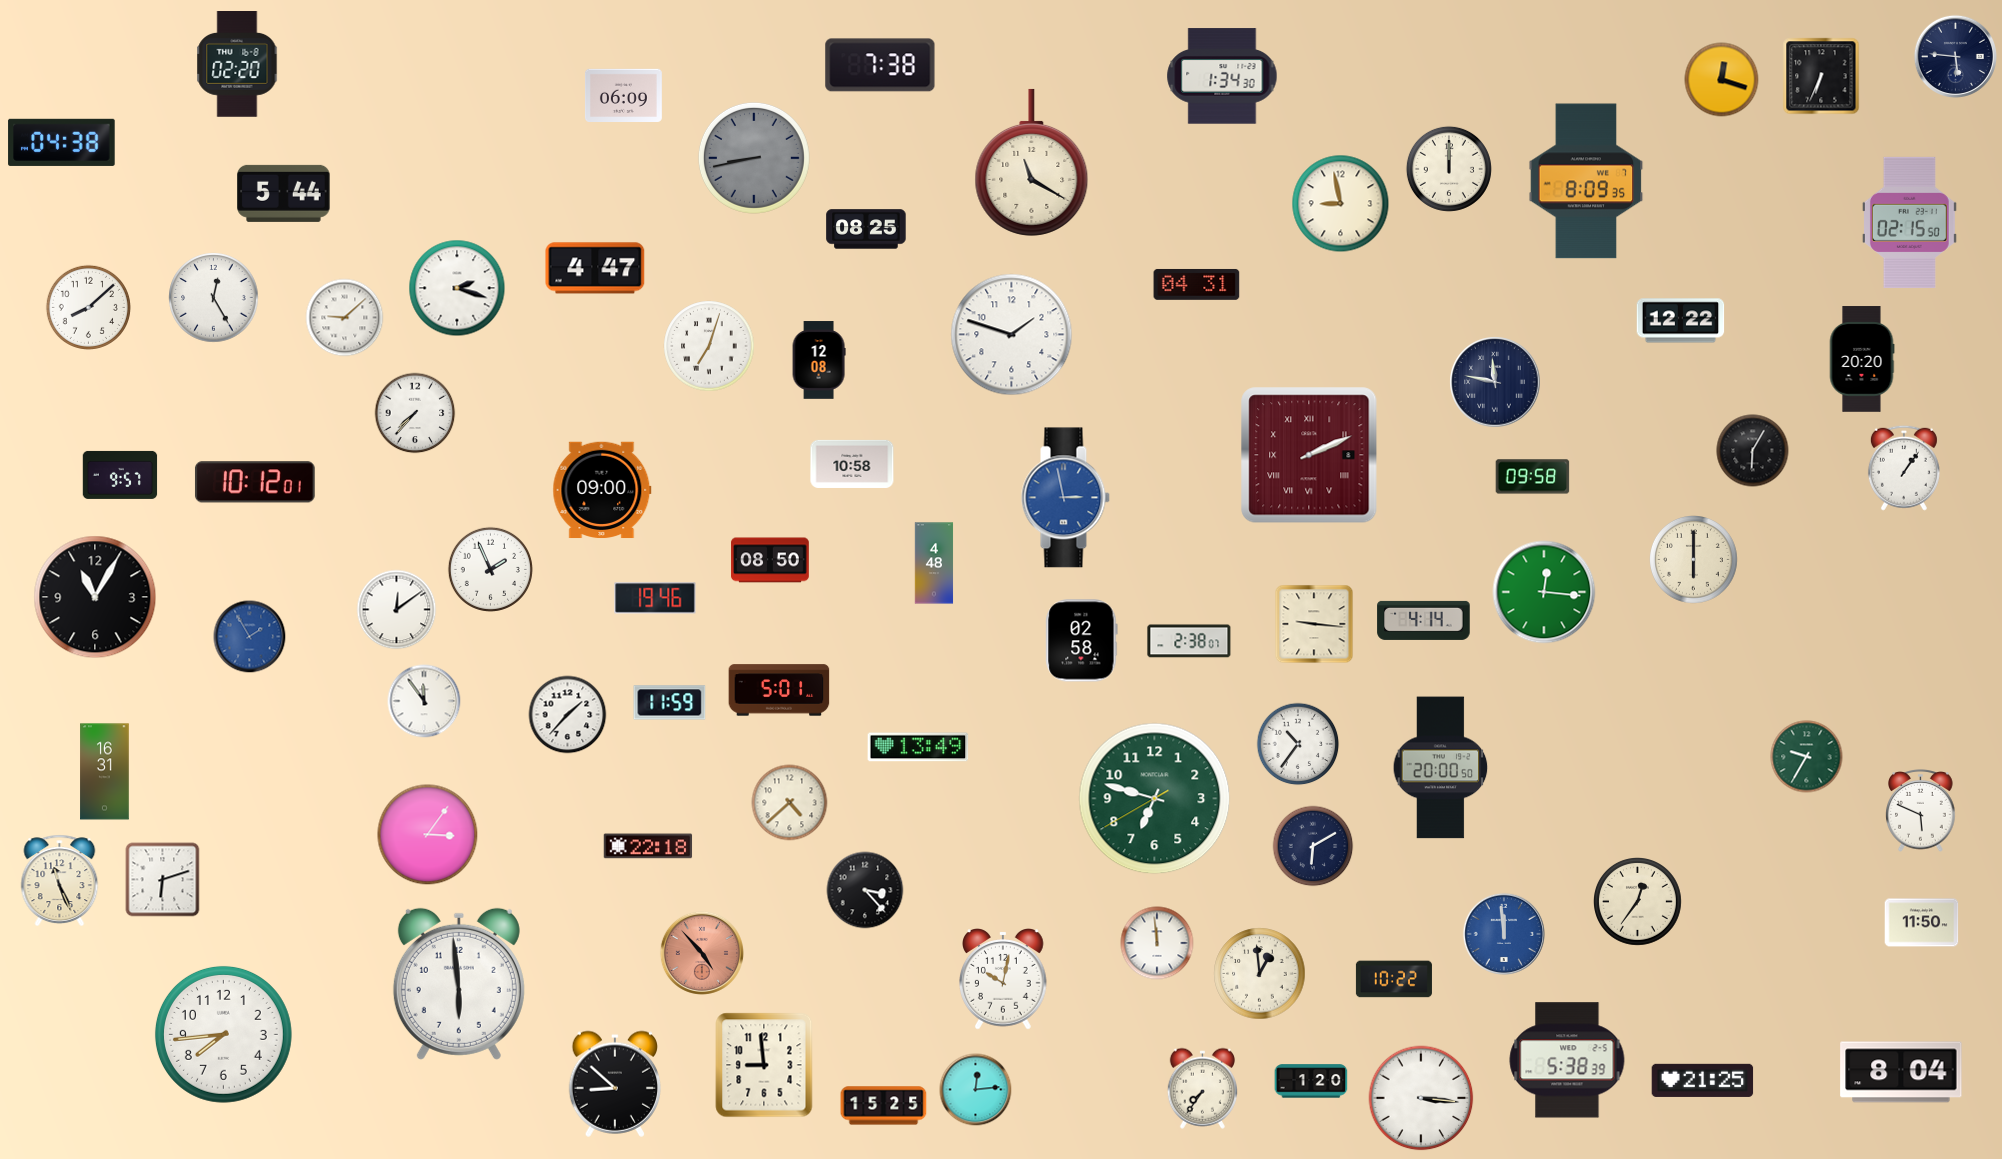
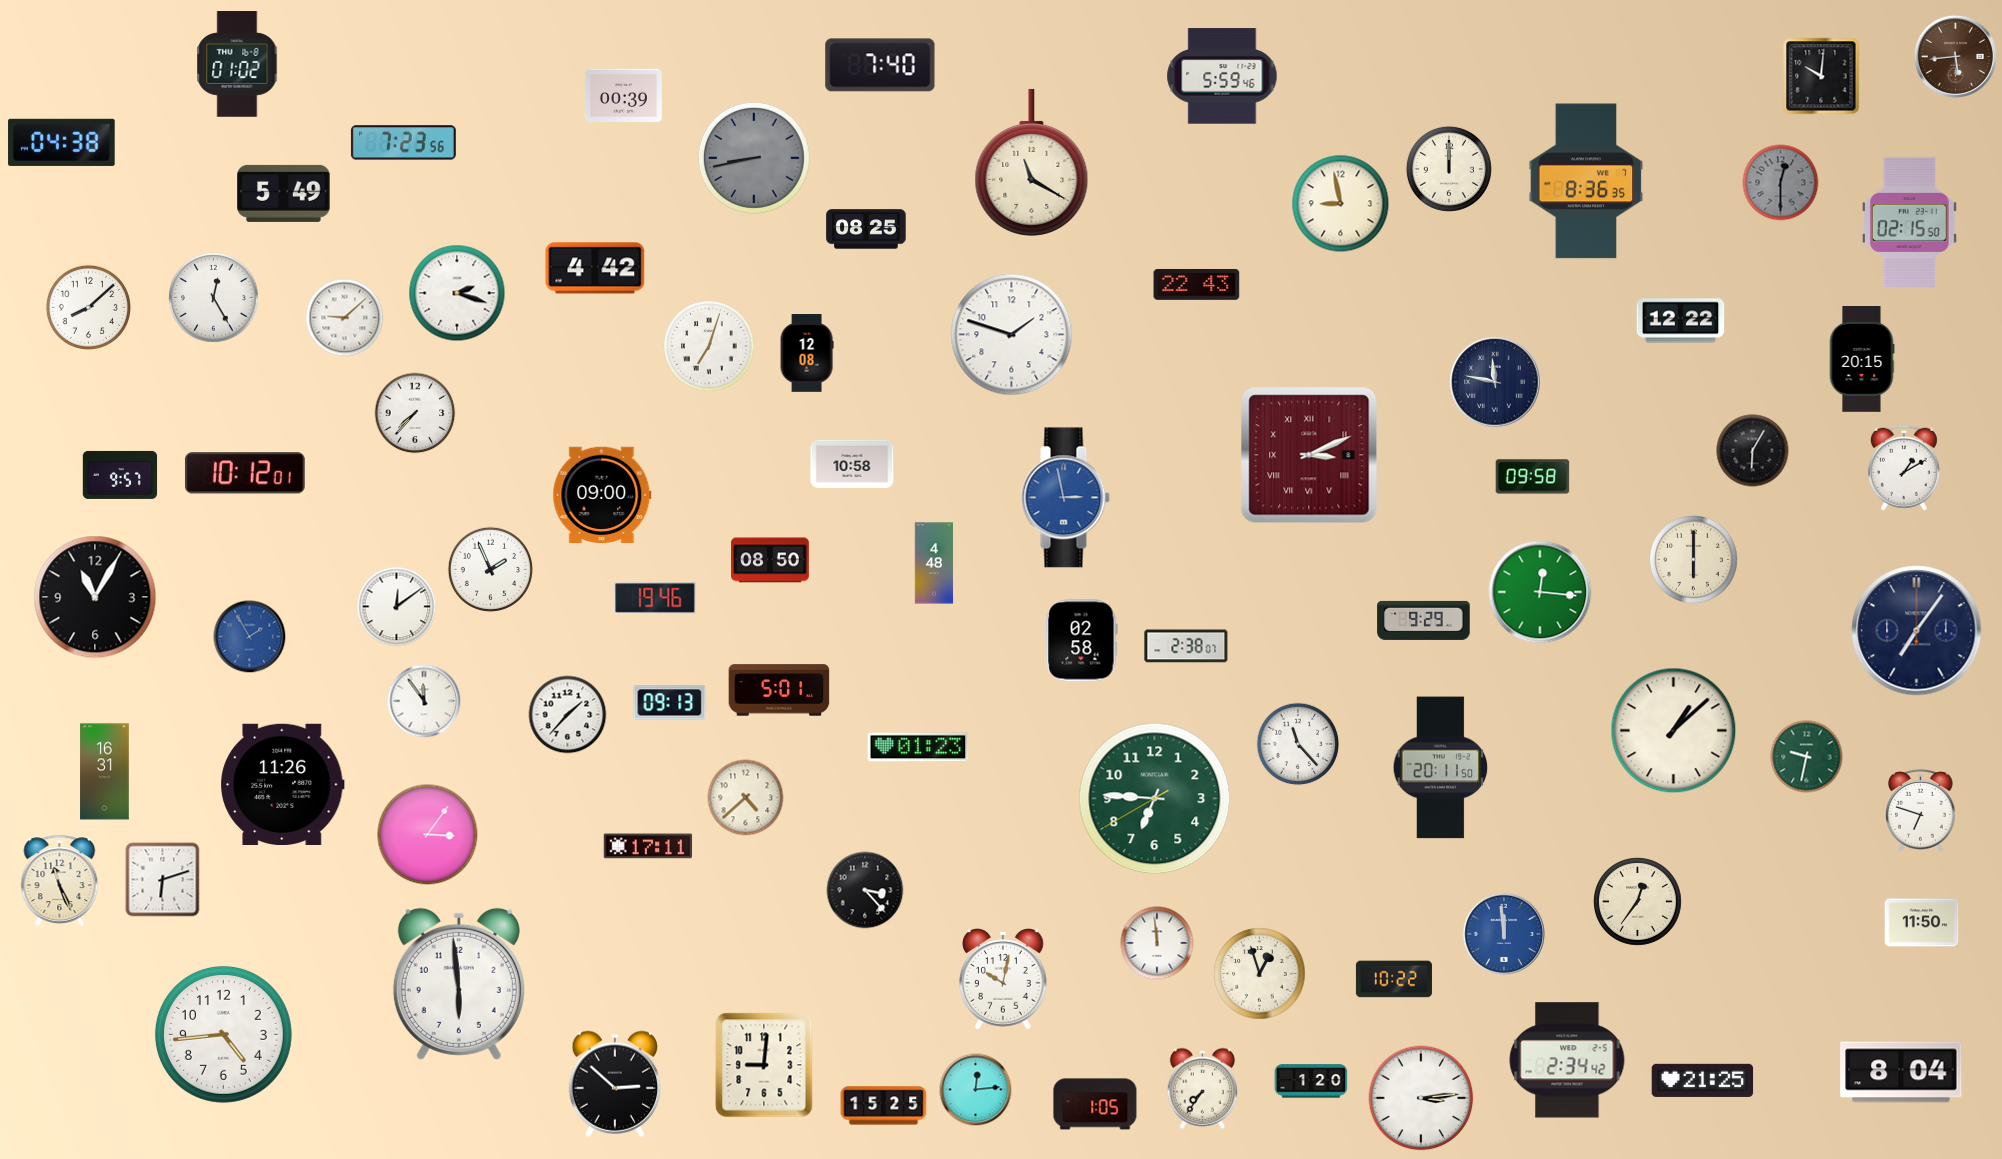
clock at (1955, 56): 5:46 -> 5:44
clock at (1955, 56) dial: navy -> brown
clock at (237, 65): 02:20 -> 01:02
clock at (880, 65): 7:38 -> 7:40
clock at (1222, 76): 1:34 -> 5:59
clock at (1821, 76): 6:34 -> 10:01
clock at (1722, 80): 12:18 -> none
clock at (623, 95): 06:09 -> 00:39
clock at (403, 143): none -> 7:23
clock at (1586, 181): 8:09 -> 8:36
clock at (1781, 183): none -> 12:30
clock at (284, 193): 5:44 -> 5:49
clock at (595, 268): 4:47 -> 4:42
clock at (1197, 284): 04:31 -> 22:43
clock at (457, 288) position: (457, 288) -> (457, 293)
clock at (1862, 359): 20:20 -> 20:15
clock at (819, 360) position: (819, 360) -> (807, 353)
clock at (1309, 455): 2:11 -> 3:11
clock at (1904, 468): 1:06 -> 1:10
clock at (255, 482) position: (255, 482) -> (245, 473)
clock at (602, 490) position: (602, 490) -> (602, 495)
clock at (1544, 592) position: (1544, 592) -> (1540, 592)
clock at (397, 610) position: (397, 610) -> (397, 607)
clock at (1424, 620): 4:14 -> 9:29
clock at (1314, 624): 9:16 -> none
clock at (1917, 631): none -> 7:06
clock at (1189, 641) position: (1189, 641) -> (1186, 646)
clock at (670, 703): 11:59 -> 09:13
clock at (1674, 731): none -> 1:08
clock at (1298, 744): 10:36 -> 11:23
clock at (918, 747): 13:49 -> 01:23
clock at (1807, 757): 9:35 -> 9:32
clock at (1441, 768): 20:00 -> 20:11
clock at (283, 784): none -> 11:26
clock at (1155, 799): 6:47 -> 6:45
clock at (790, 803) position: (790, 803) -> (746, 798)
clock at (1921, 811): 5:49 -> 6:48
clock at (648, 846): 22:18 -> 17:11
clock at (1313, 846): 6:10 -> none
clock at (702, 953): 4:53 -> none
clock at (1260, 974): 12:59 -> 12:57
clock at (223, 1034): 7:44 -> 4:44
clock at (1567, 1060): 5:38 -> 2:34
clock at (764, 1065): 8:59 -> 9:01
clock at (615, 1084): 8:52 -> 2:52
clock at (1421, 1098): 3:16 -> 3:14
clock at (1095, 1104): none -> 1:05
